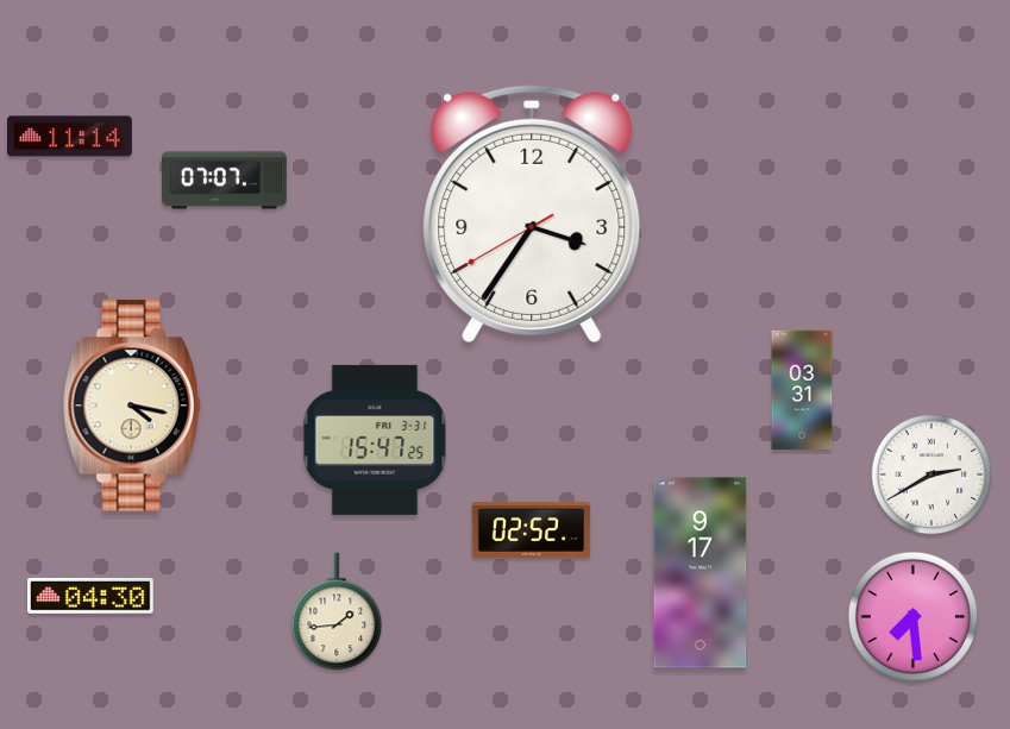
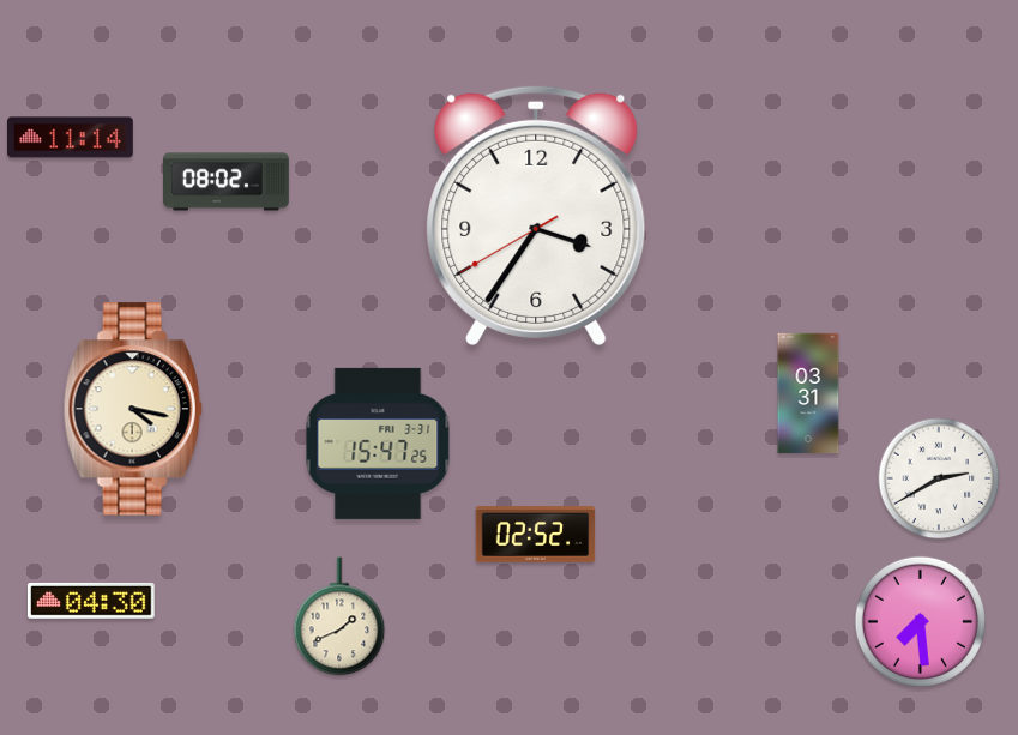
clock at (225, 181): 07:07 -> 08:02
clock at (701, 573): 9:17 -> none
clock at (337, 611): 1:44 -> 1:41
